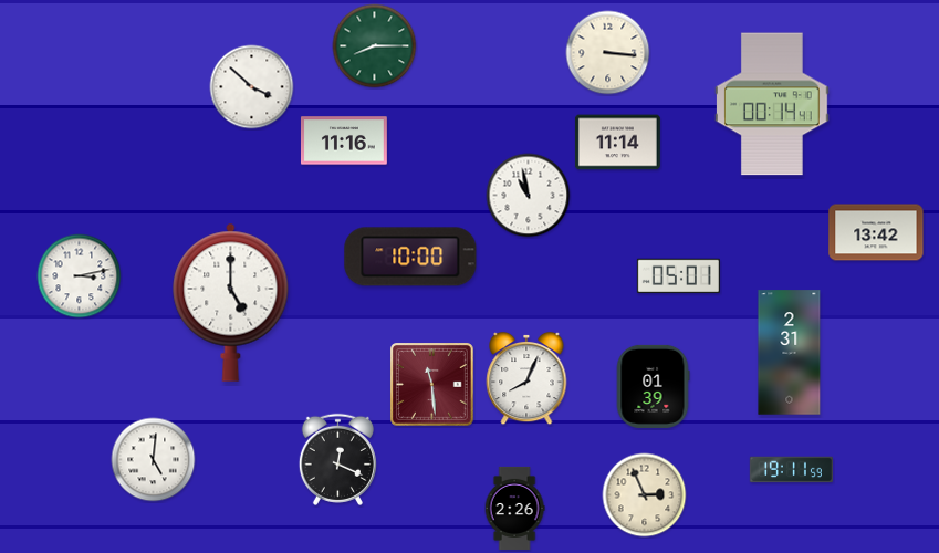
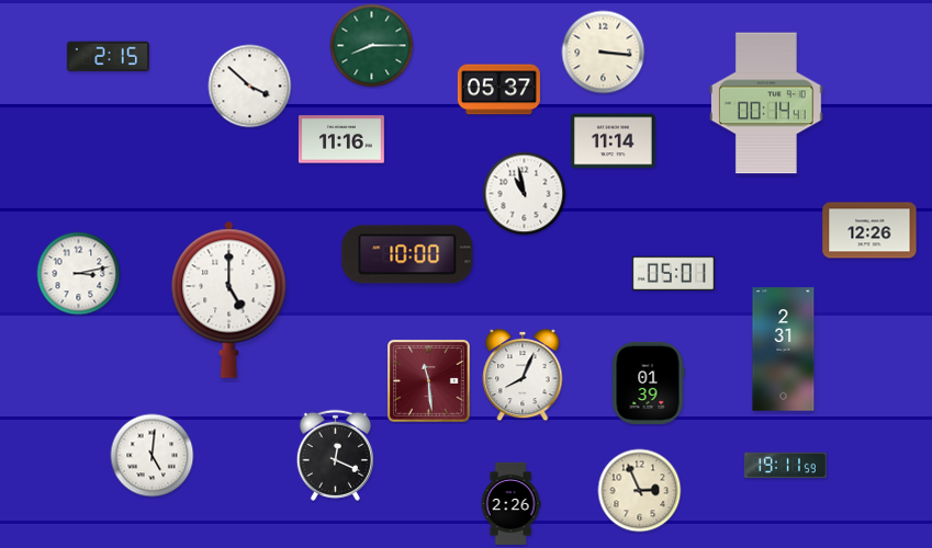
clock at (108, 57): none -> 2:15
clock at (498, 90): none -> 05:37
clock at (876, 232): 13:42 -> 12:26
